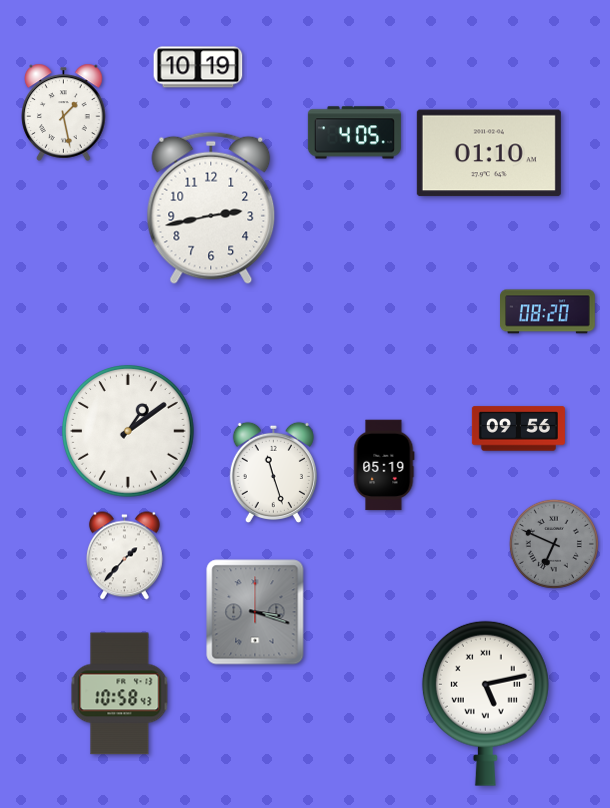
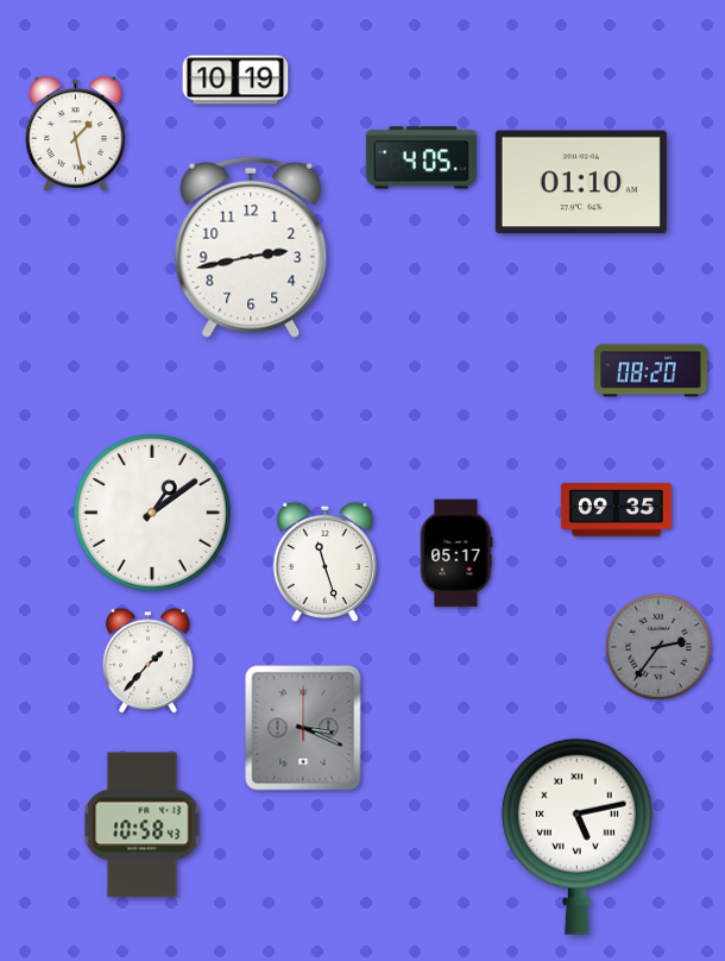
clock at (518, 429): 09:56 -> 09:35
clock at (384, 465): 05:19 -> 05:17
clock at (554, 544): 6:49 -> 2:36
clock at (255, 612): 3:18 -> 3:19
